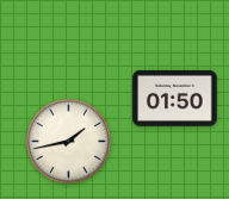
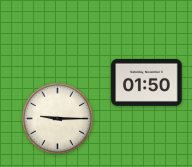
clock at (68, 141): 1:43 -> 9:15
